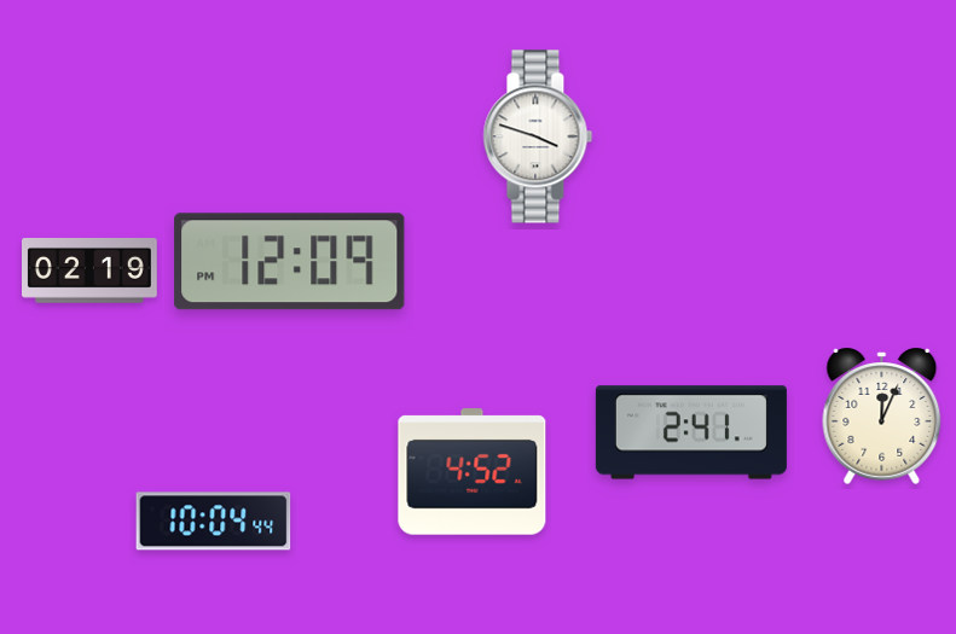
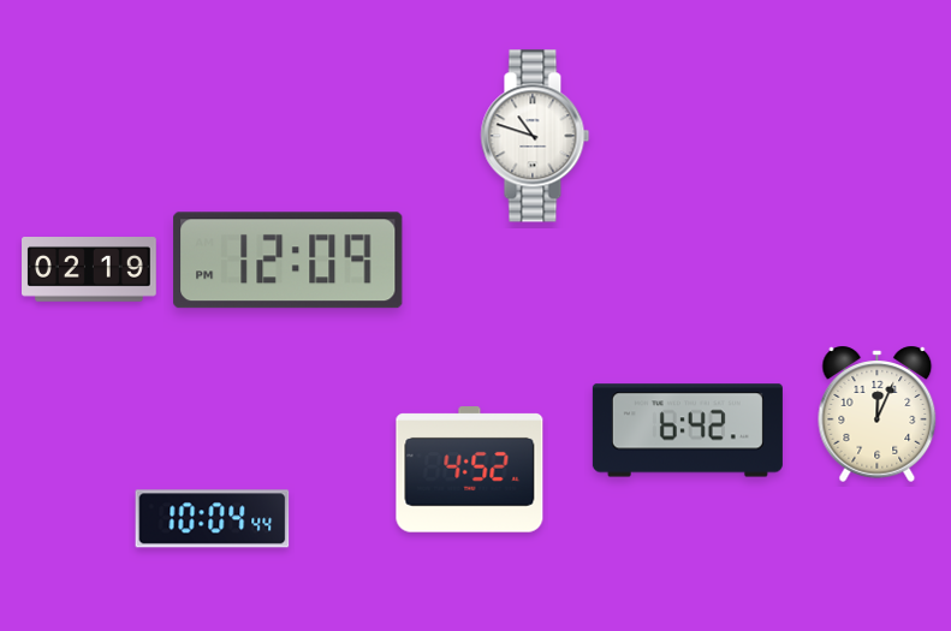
clock at (538, 136): 3:48 -> 10:48
clock at (691, 432): 2:41 -> 6:42
